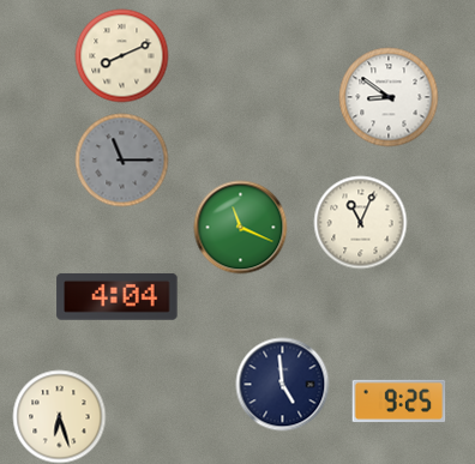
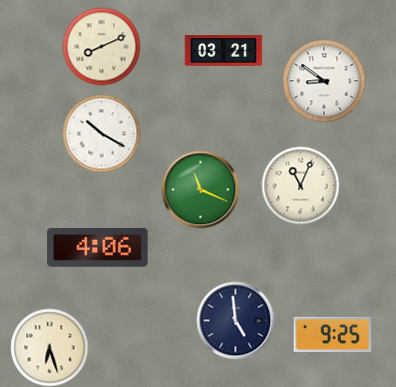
clock at (223, 51): none -> 03:21
clock at (121, 159): 11:15 -> 10:20
clock at (121, 159) dial: grey -> white
clock at (118, 296): 4:04 -> 4:06
